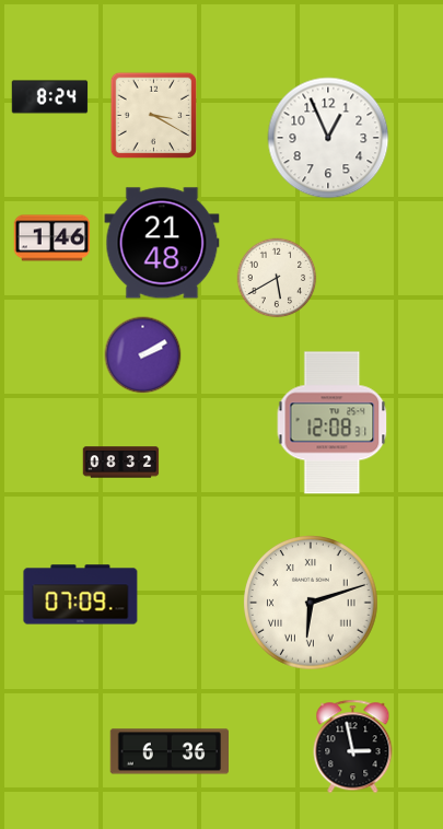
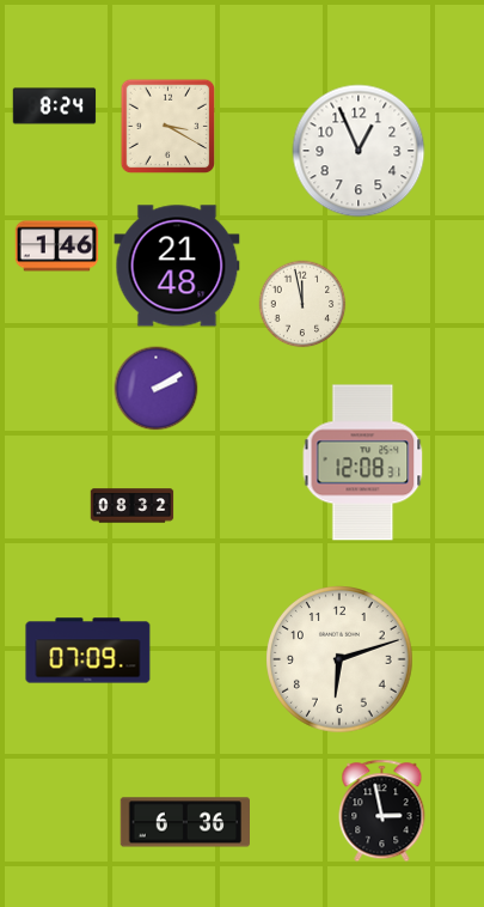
clock at (53, 238) position: (53, 238) -> (57, 246)
clock at (277, 278): 5:40 -> 11:58
clock at (311, 603) numerals: Roman -> Arabic
clock at (353, 747) position: (353, 747) -> (382, 811)
